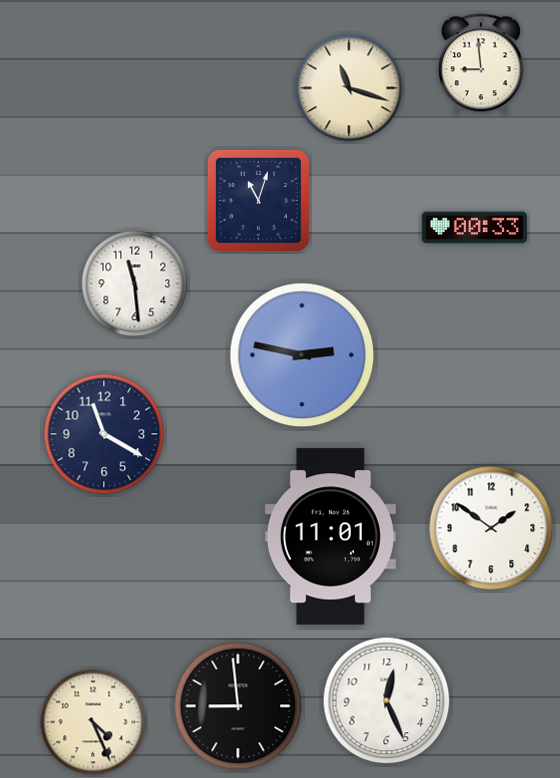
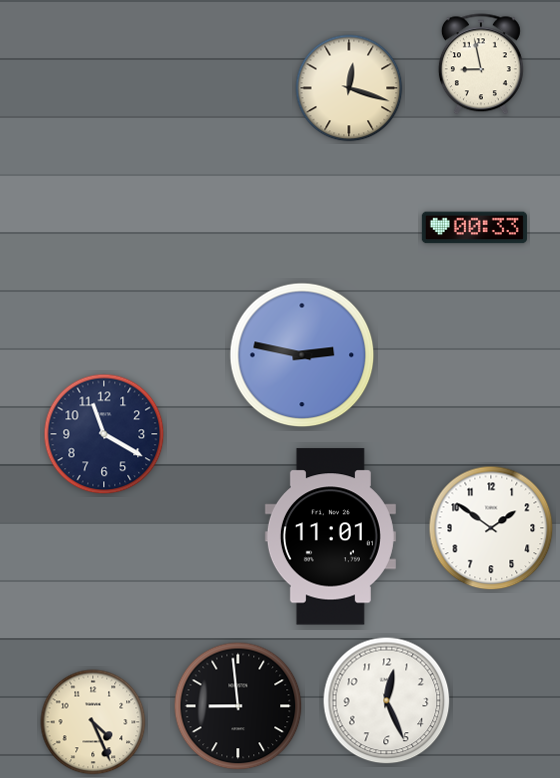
clock at (481, 64): 8:59 -> 8:58
clock at (349, 88): 11:18 -> 12:18
clock at (258, 200): 11:03 -> none
clock at (135, 284): 11:29 -> none
